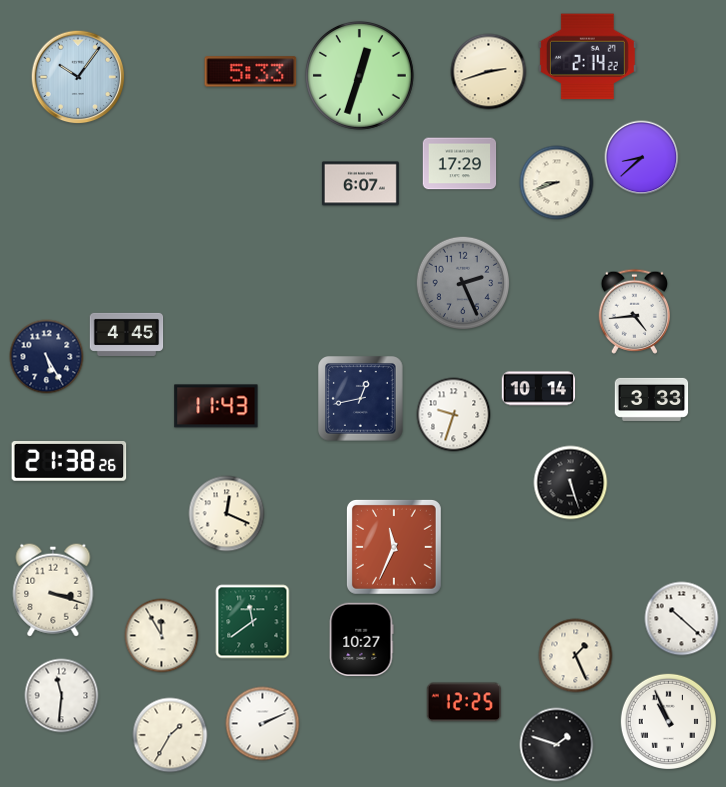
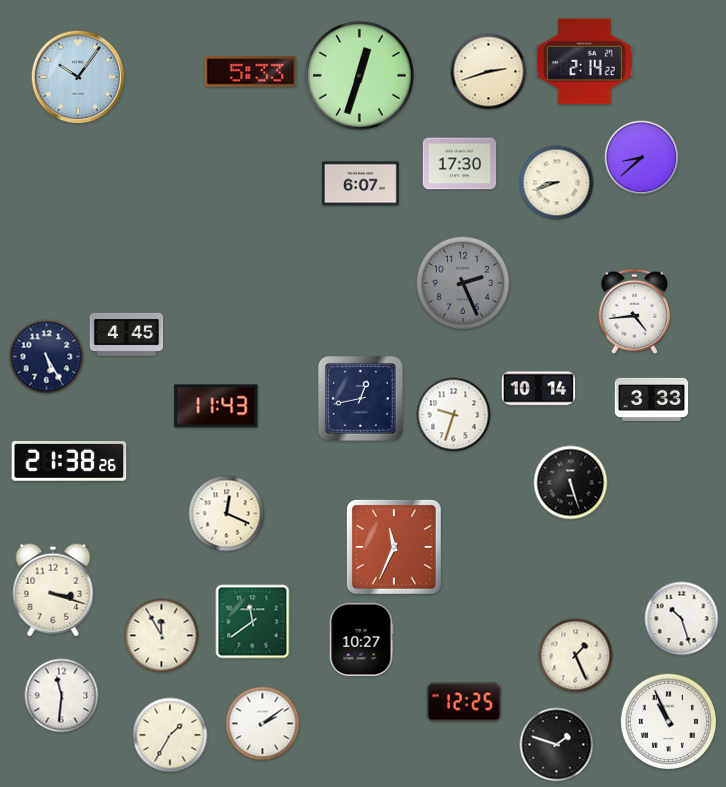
clock at (587, 57) position: (587, 57) -> (584, 62)
clock at (460, 164): 17:29 -> 17:30
clock at (682, 619): 10:22 -> 10:27
clock at (263, 724): 2:11 -> 2:09
